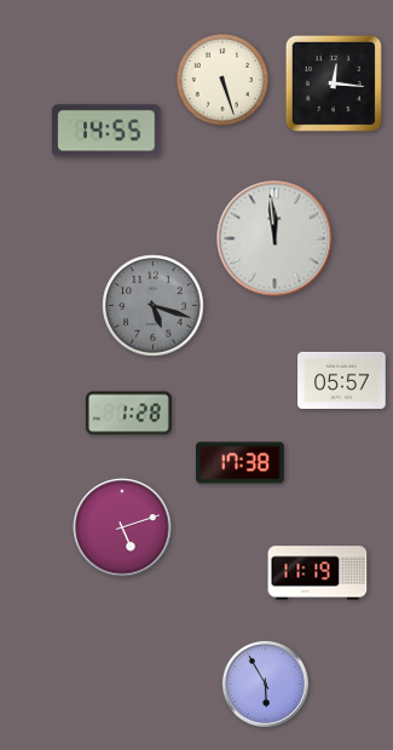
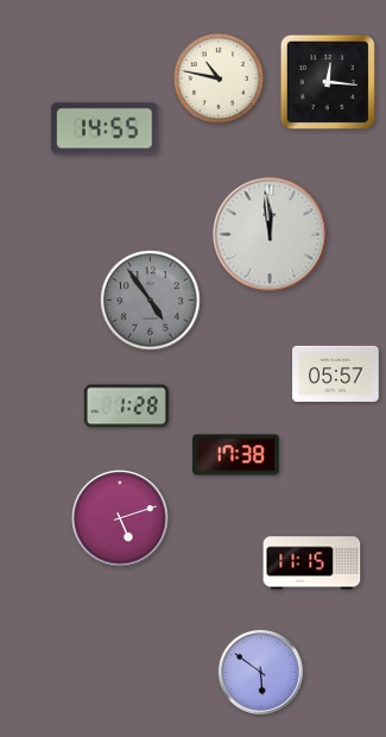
clock at (222, 80): 5:27 -> 10:47
clock at (154, 306): 5:18 -> 4:54
clock at (318, 573): 11:19 -> 11:15
clock at (265, 683): 5:55 -> 5:51
